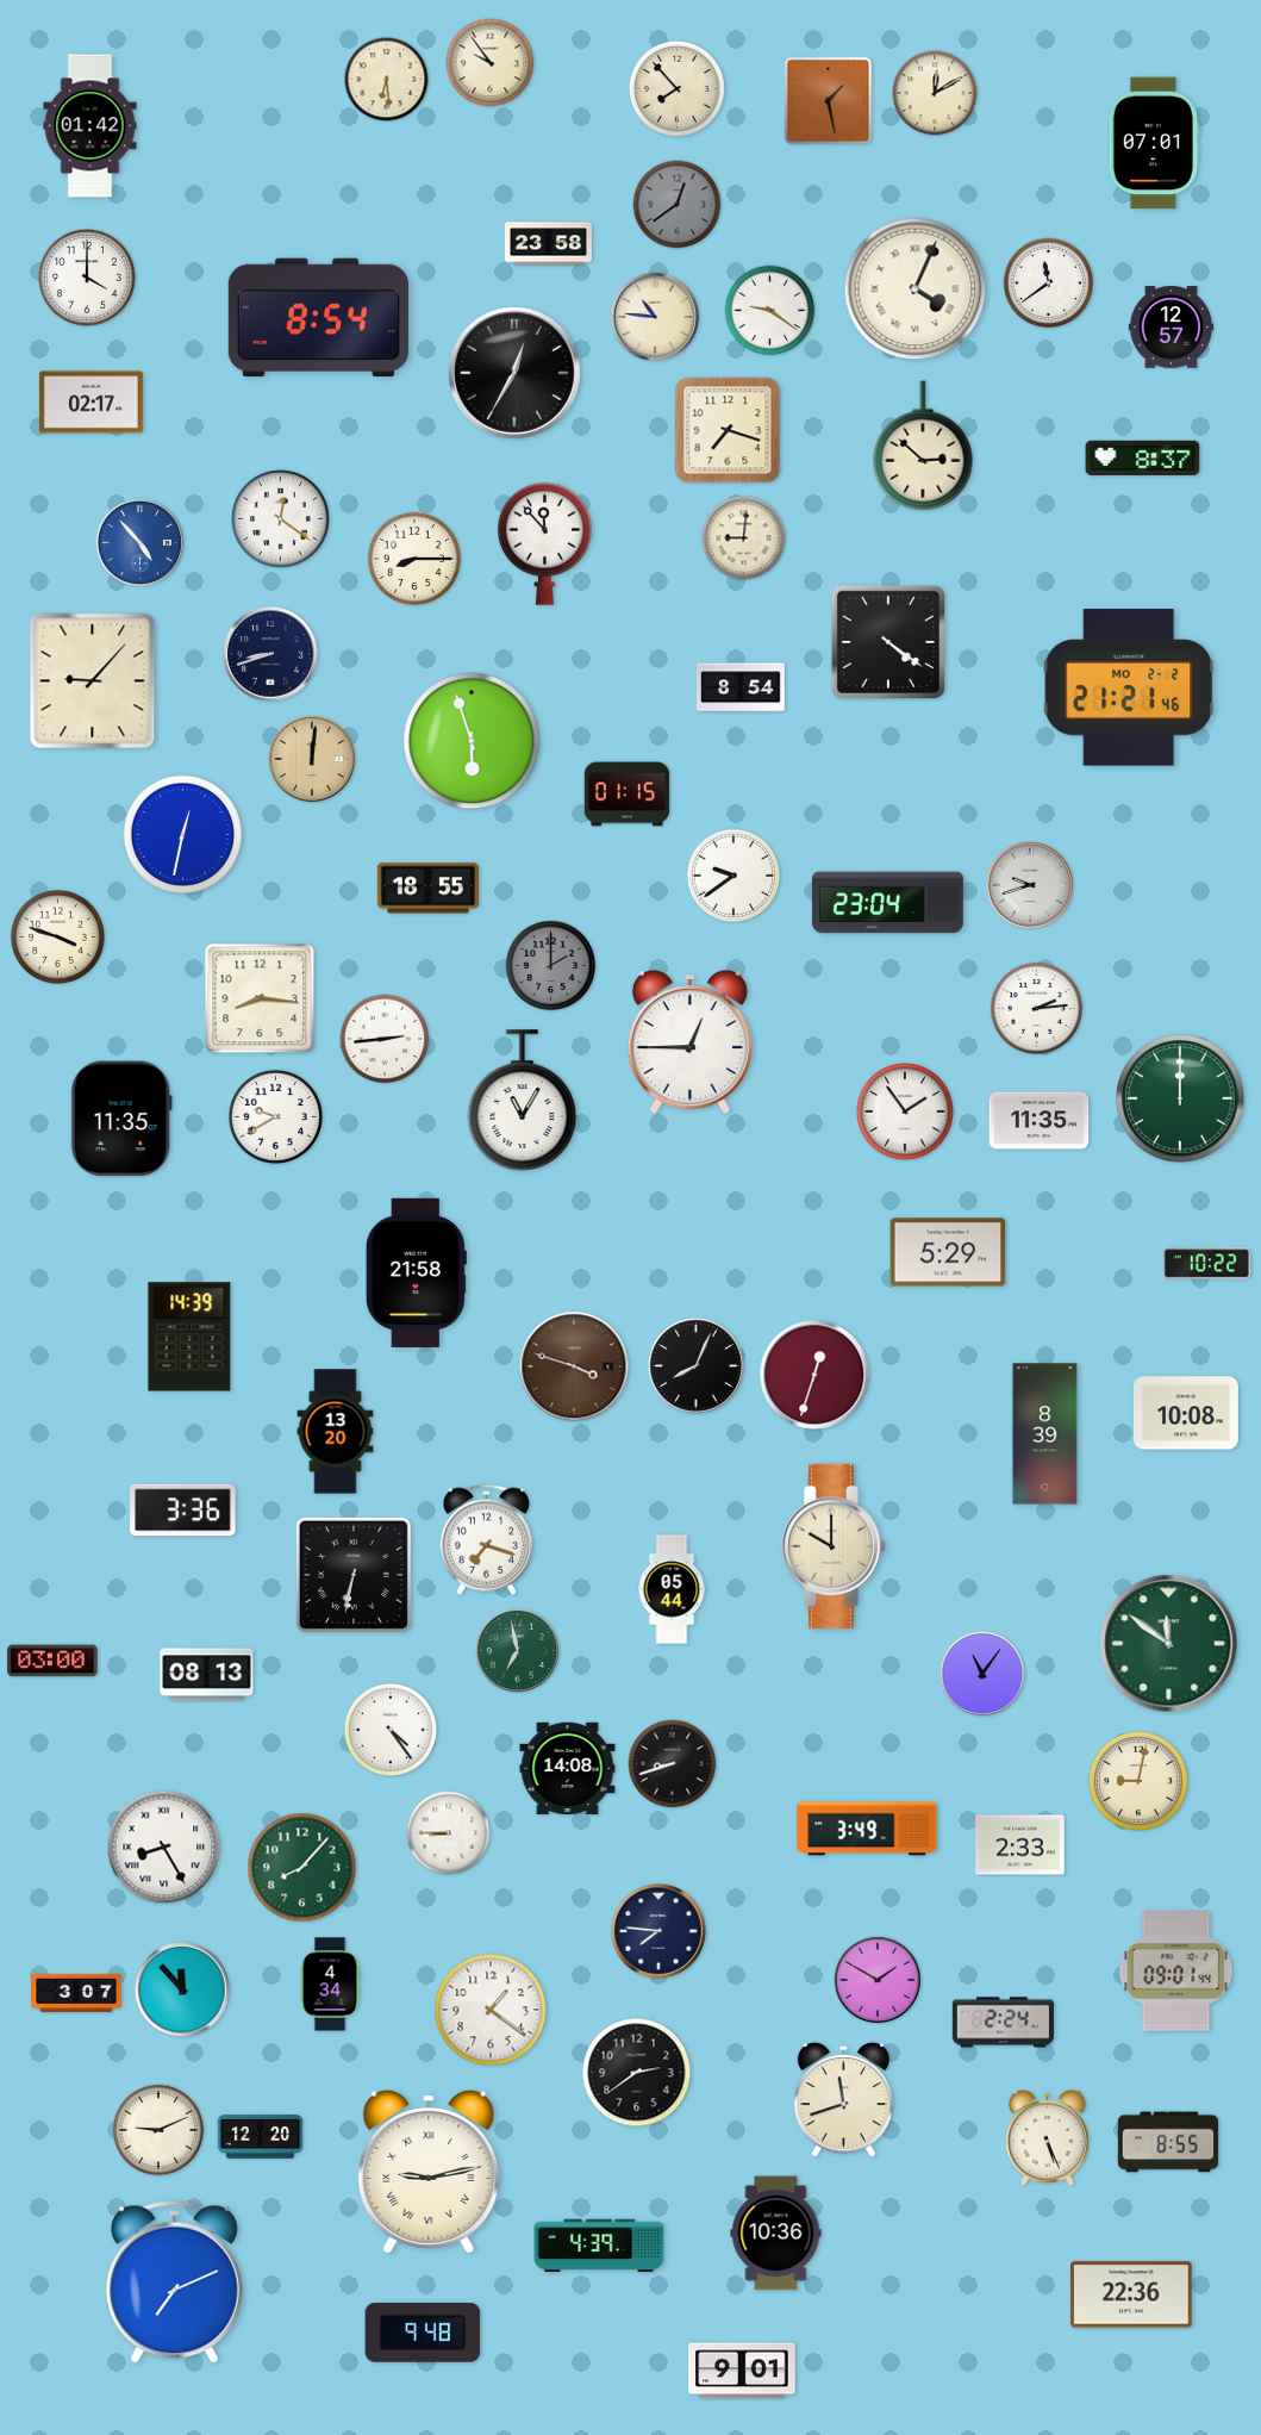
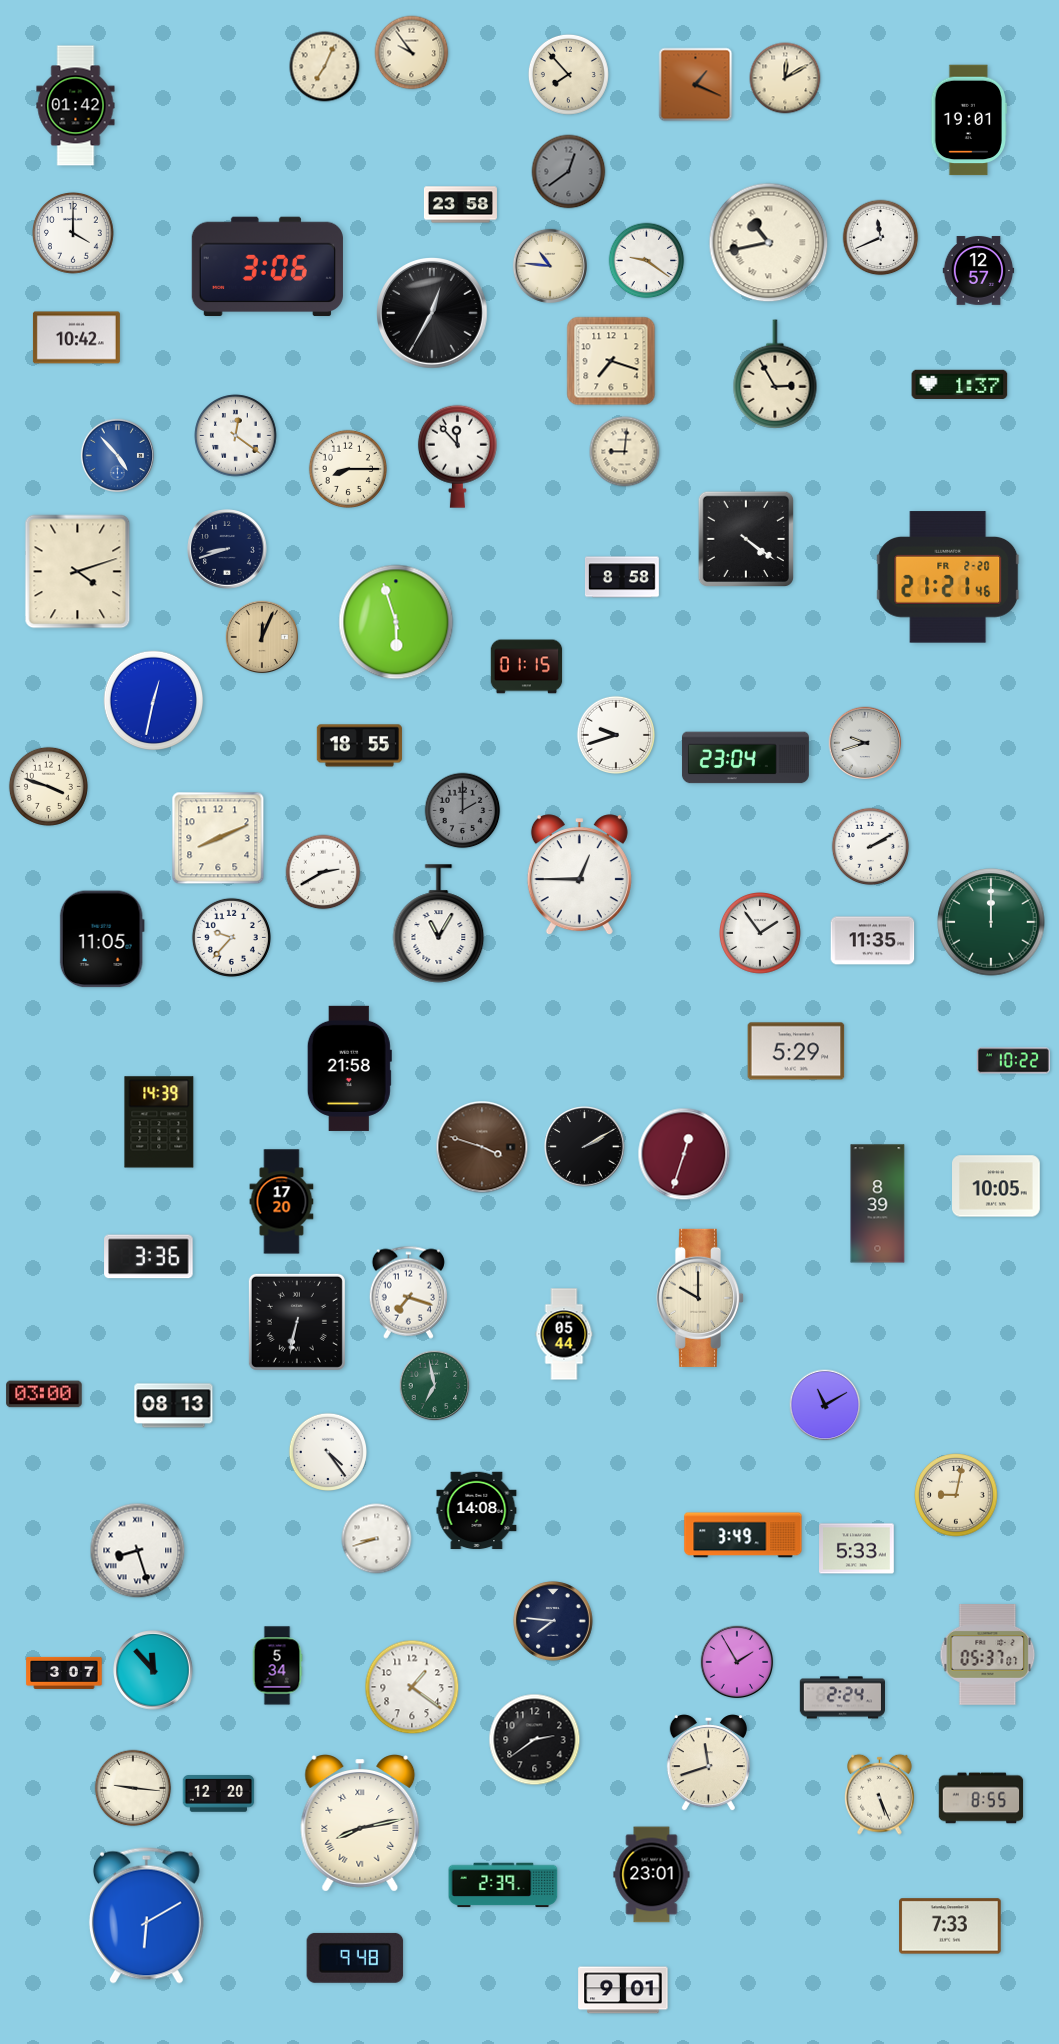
clock at (387, 80): 6:29 -> 7:04
clock at (829, 101): 1:28 -> 1:19
clock at (1153, 143): 07:01 -> 19:01
clock at (1049, 284): 11:39 -> 11:41
clock at (916, 289): 4:04 -> 10:43
clock at (318, 318): 8:54 -> 3:06
clock at (1172, 328) position: (1172, 328) -> (979, 271)
clock at (90, 403): 02:17 -> 10:42
clock at (923, 446): 2:52 -> 2:55
clock at (1143, 457): 8:37 -> 1:37
clock at (93, 681): 9:07 -> 4:12
clock at (741, 687): 8:54 -> 8:58
clock at (1129, 687) date: MO 2-2 -> FR 2-20
clock at (312, 759): 12:01 -> 12:04
clock at (732, 874): 9:39 -> 9:42
clock at (260, 998): 8:16 -> 8:11
clock at (1037, 1009): 2:14 -> 2:10
clock at (385, 1039): 2:44 -> 2:40
clock at (275, 1116): 9:40 -> 9:37
clock at (121, 1119): 11:35 -> 11:05
clock at (697, 1366): 8:04 -> 2:10
clock at (1187, 1413): 10:08 -> 10:05
clock at (336, 1432): 13:20 -> 17:20
clock at (183, 1511) position: (183, 1511) -> (149, 1257)
clock at (1169, 1644): 11:51 -> none
clock at (982, 1674): 11:06 -> 11:10
clock at (673, 1764): 8:42 -> none
clock at (568, 1769) position: (568, 1769) -> (477, 1511)
clock at (867, 1829) position: (867, 1829) -> (743, 1535)
clock at (449, 1833): 8:45 -> 8:42
clock at (1020, 1845): 2:33 -> 5:33
clock at (164, 1848): 8:25 -> 8:27
clock at (302, 1868): 8:07 -> none
clock at (1176, 1972): 09:01 -> 05:37
clock at (878, 1980): 1:50 -> 1:55
clock at (330, 1985): 4:34 -> 5:34
clock at (158, 2130): 9:11 -> 9:16
clock at (429, 2172): 9:13 -> 8:13
clock at (776, 2234): 10:36 -> 23:01
clock at (599, 2246): 4:39 -> 2:39
clock at (174, 2281): 7:11 -> 6:10
clock at (1131, 2294): 22:36 -> 7:33
